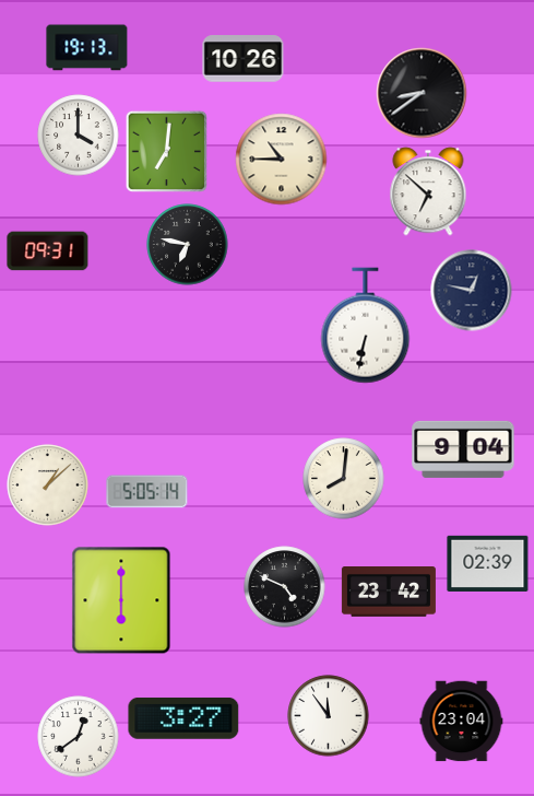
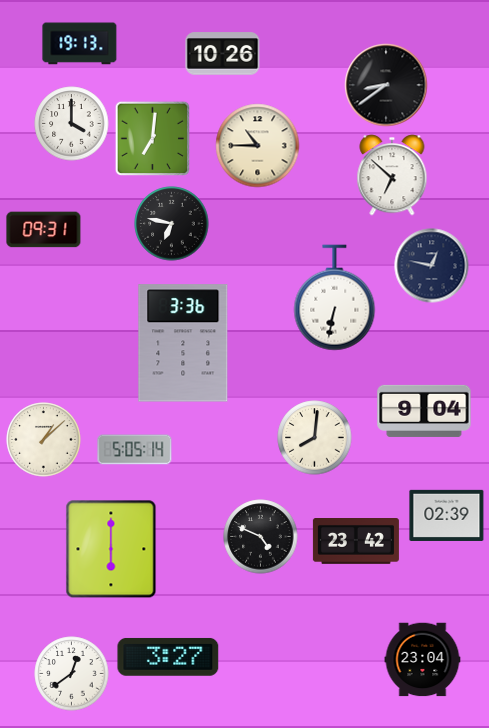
clock at (183, 343): none -> 3:36
clock at (48, 485) position: (48, 485) -> (44, 440)
clock at (329, 716): 11:54 -> none
